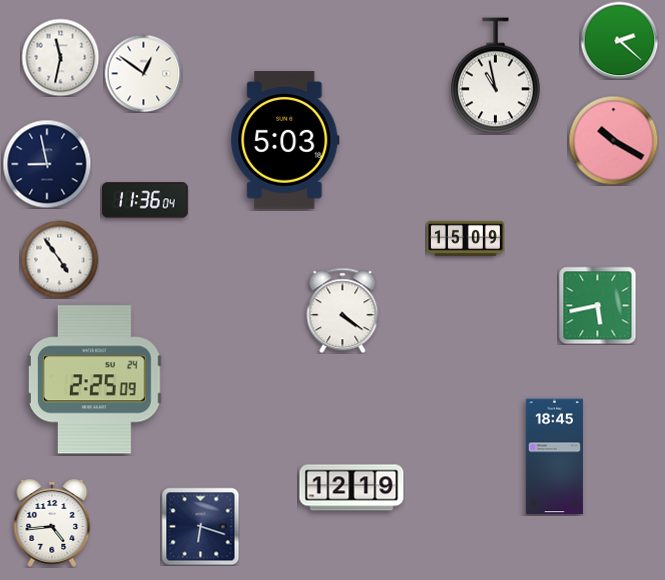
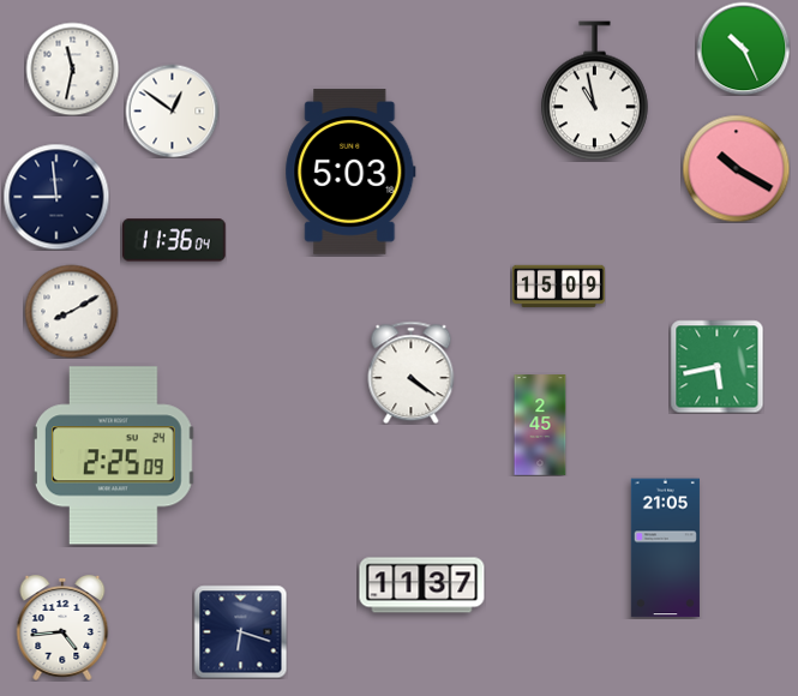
clock at (619, 40): 2:22 -> 10:26
clock at (143, 73) position: (143, 73) -> (172, 110)
clock at (285, 140) position: (285, 140) -> (350, 172)
clock at (47, 164): 8:58 -> 8:59
clock at (59, 259): 4:54 -> 8:10
clock at (540, 425): none -> 2:45
clock at (554, 457): 18:45 -> 21:05
clock at (352, 488): 12:19 -> 11:37
